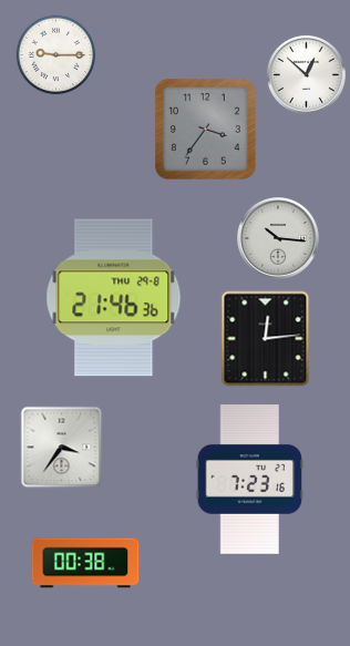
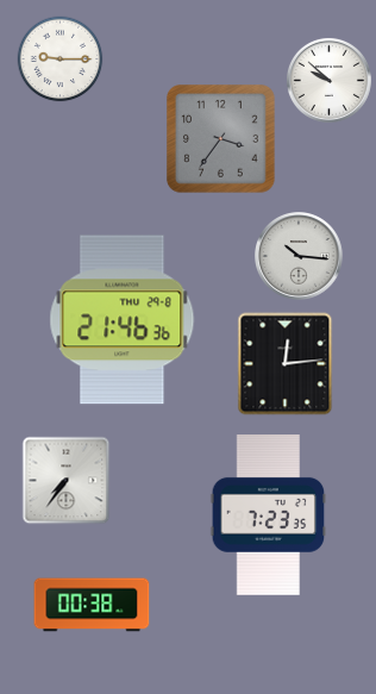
clock at (306, 74): 12:52 -> 9:52
clock at (62, 448): 3:36 -> 7:36
clock at (250, 480): 7:23:16 -> 7:23:35
